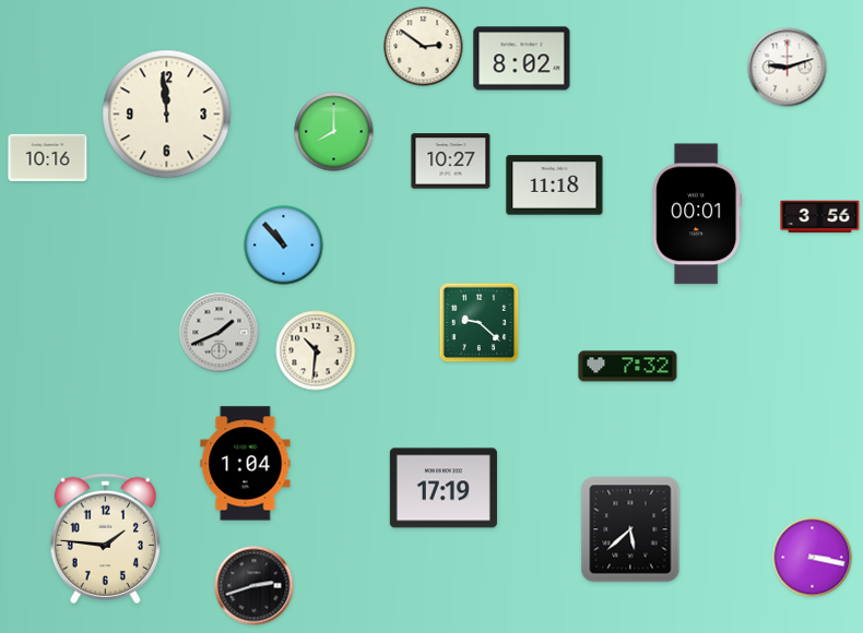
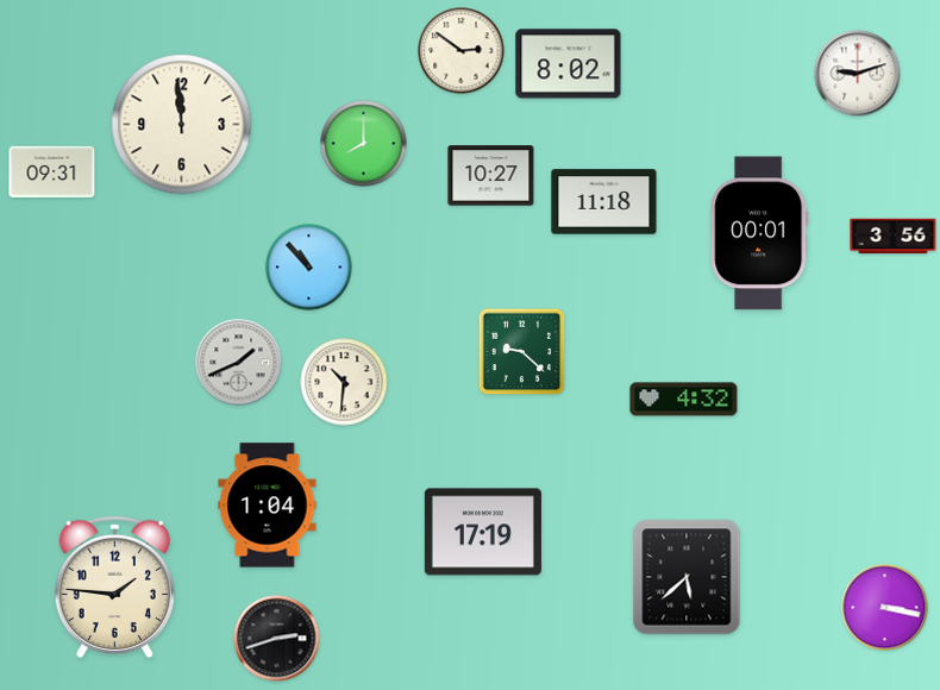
clock at (48, 157): 10:16 -> 09:31
clock at (628, 367): 7:32 -> 4:32
